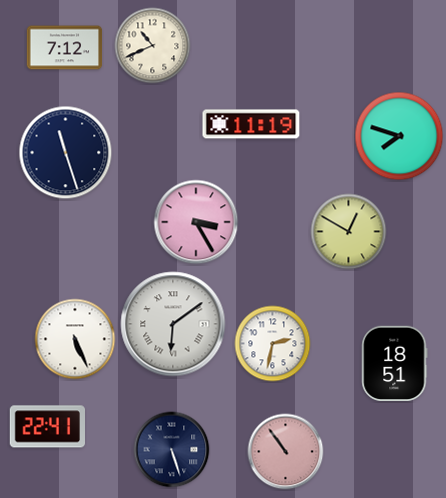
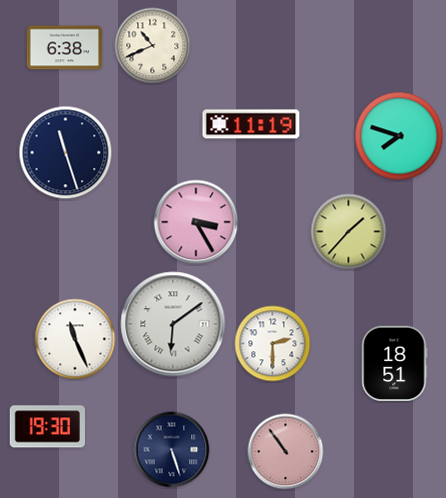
clock at (65, 48): 7:12 -> 6:38
clock at (349, 232): 12:50 -> 1:37
clock at (75, 339): 5:26 -> 11:26
clock at (273, 344): 2:32 -> 2:30
clock at (47, 427): 22:41 -> 19:30
